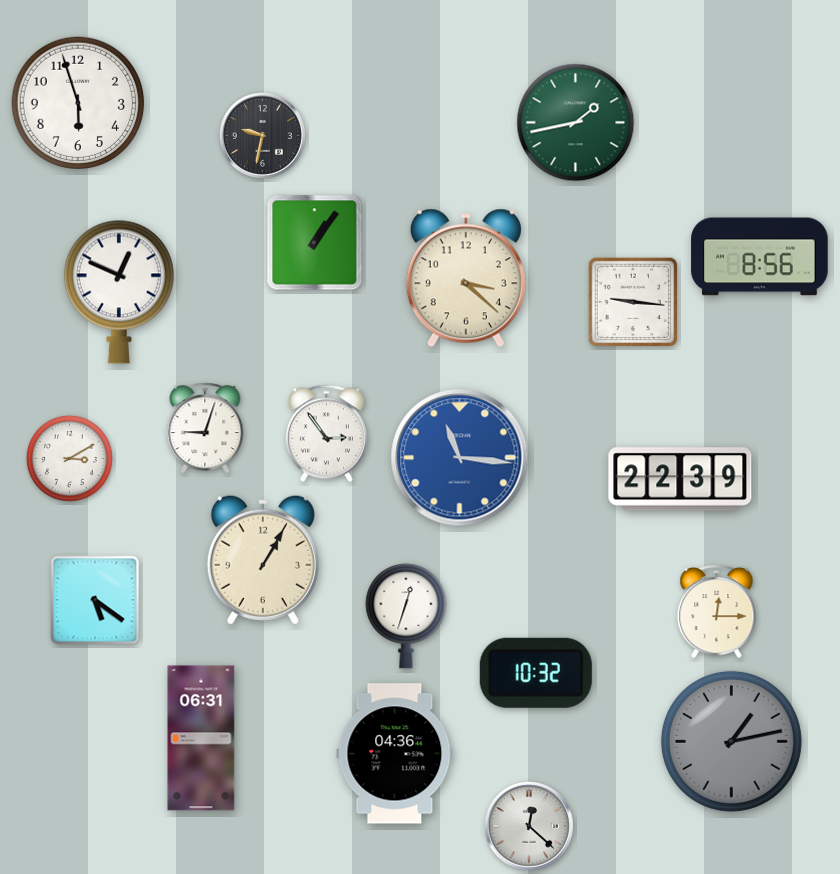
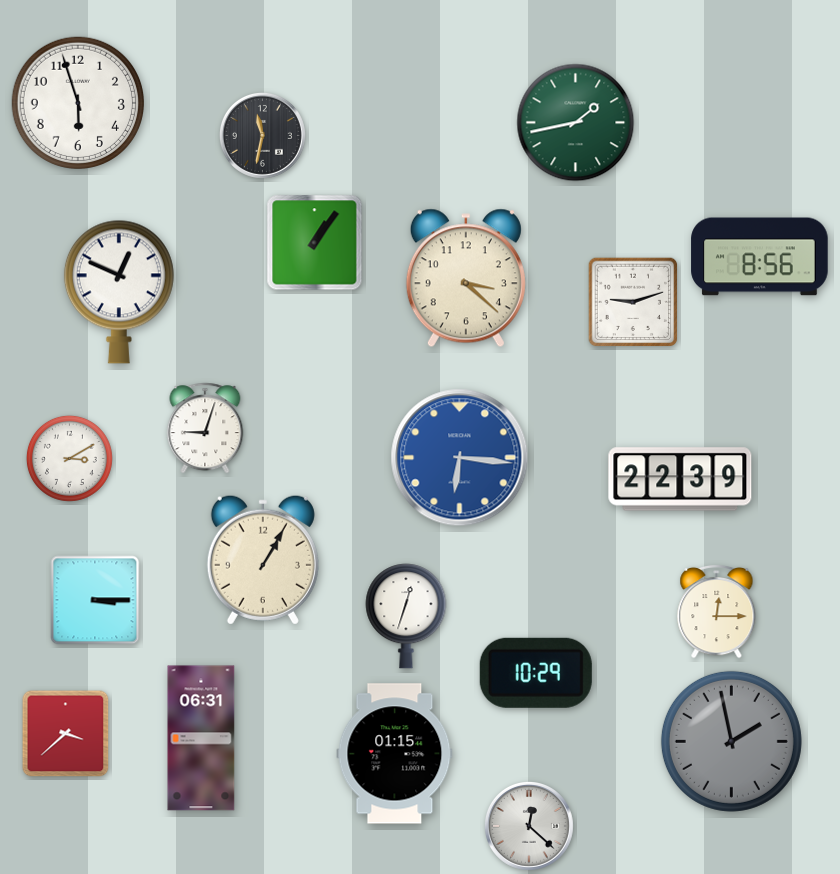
clock at (262, 135): 9:32 -> 11:32
clock at (633, 302): 9:16 -> 9:12
clock at (326, 434): 2:54 -> none
clock at (460, 458): 11:16 -> 6:16
clock at (95, 600): 5:21 -> 3:15
clock at (536, 673): 10:32 -> 10:29
clock at (66, 734): none -> 3:38
clock at (731, 741): 1:13 -> 1:58
clock at (395, 754): 04:36 -> 01:15
